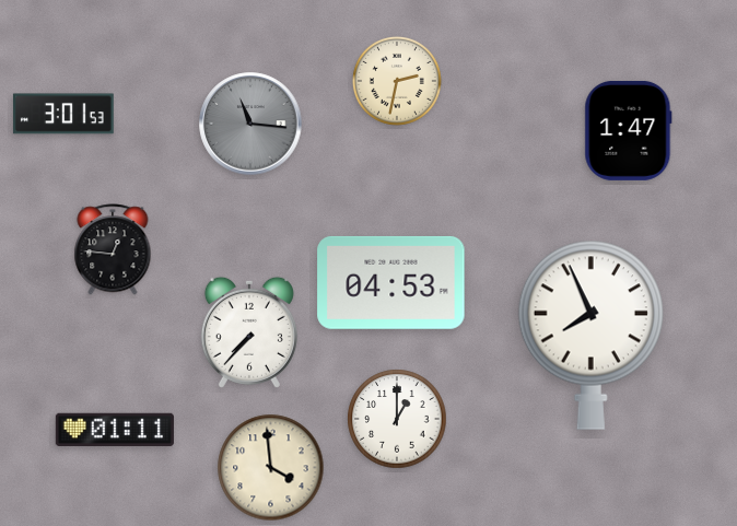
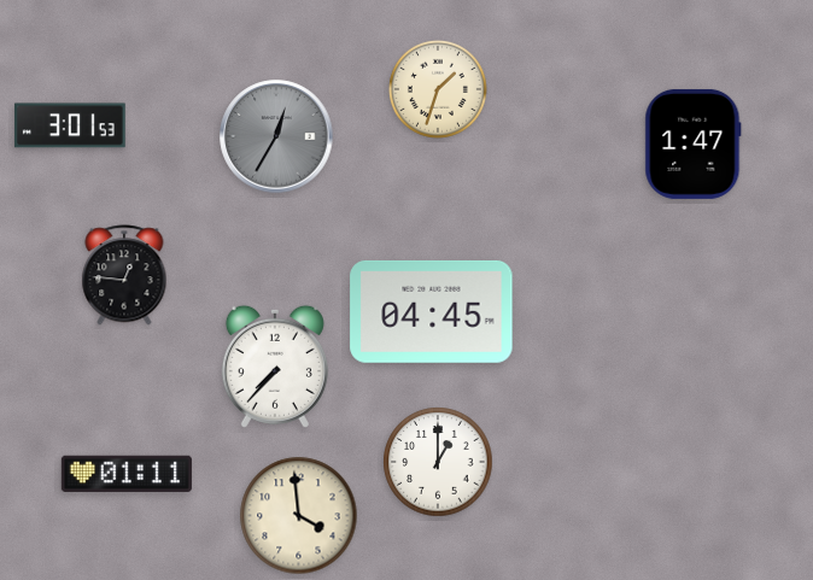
clock at (397, 81): 2:32 -> 1:33
clock at (250, 124): 11:16 -> 12:35
clock at (391, 282): 04:53 -> 04:45
clock at (590, 335): 7:56 -> none
